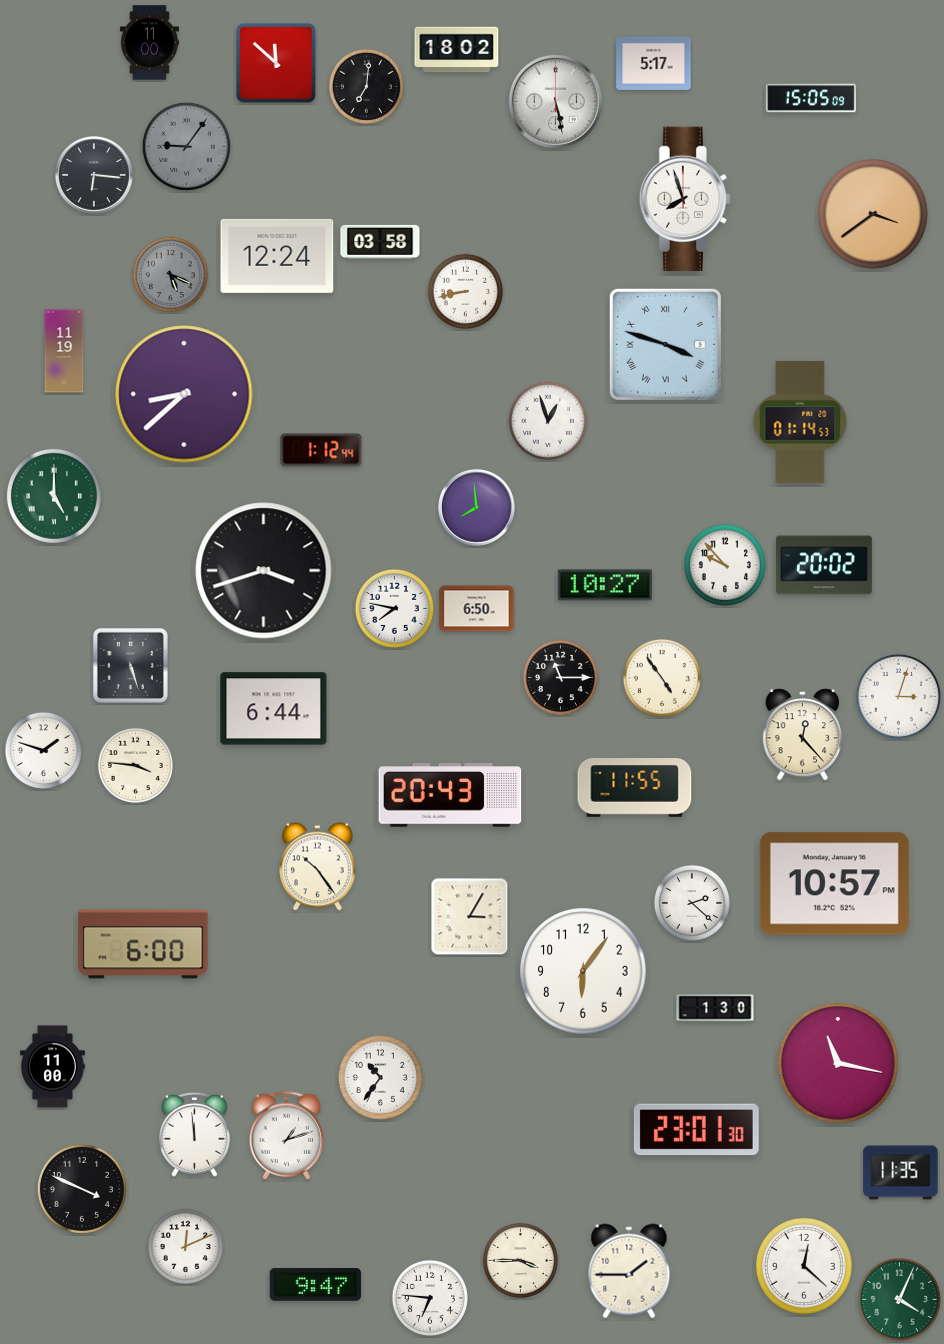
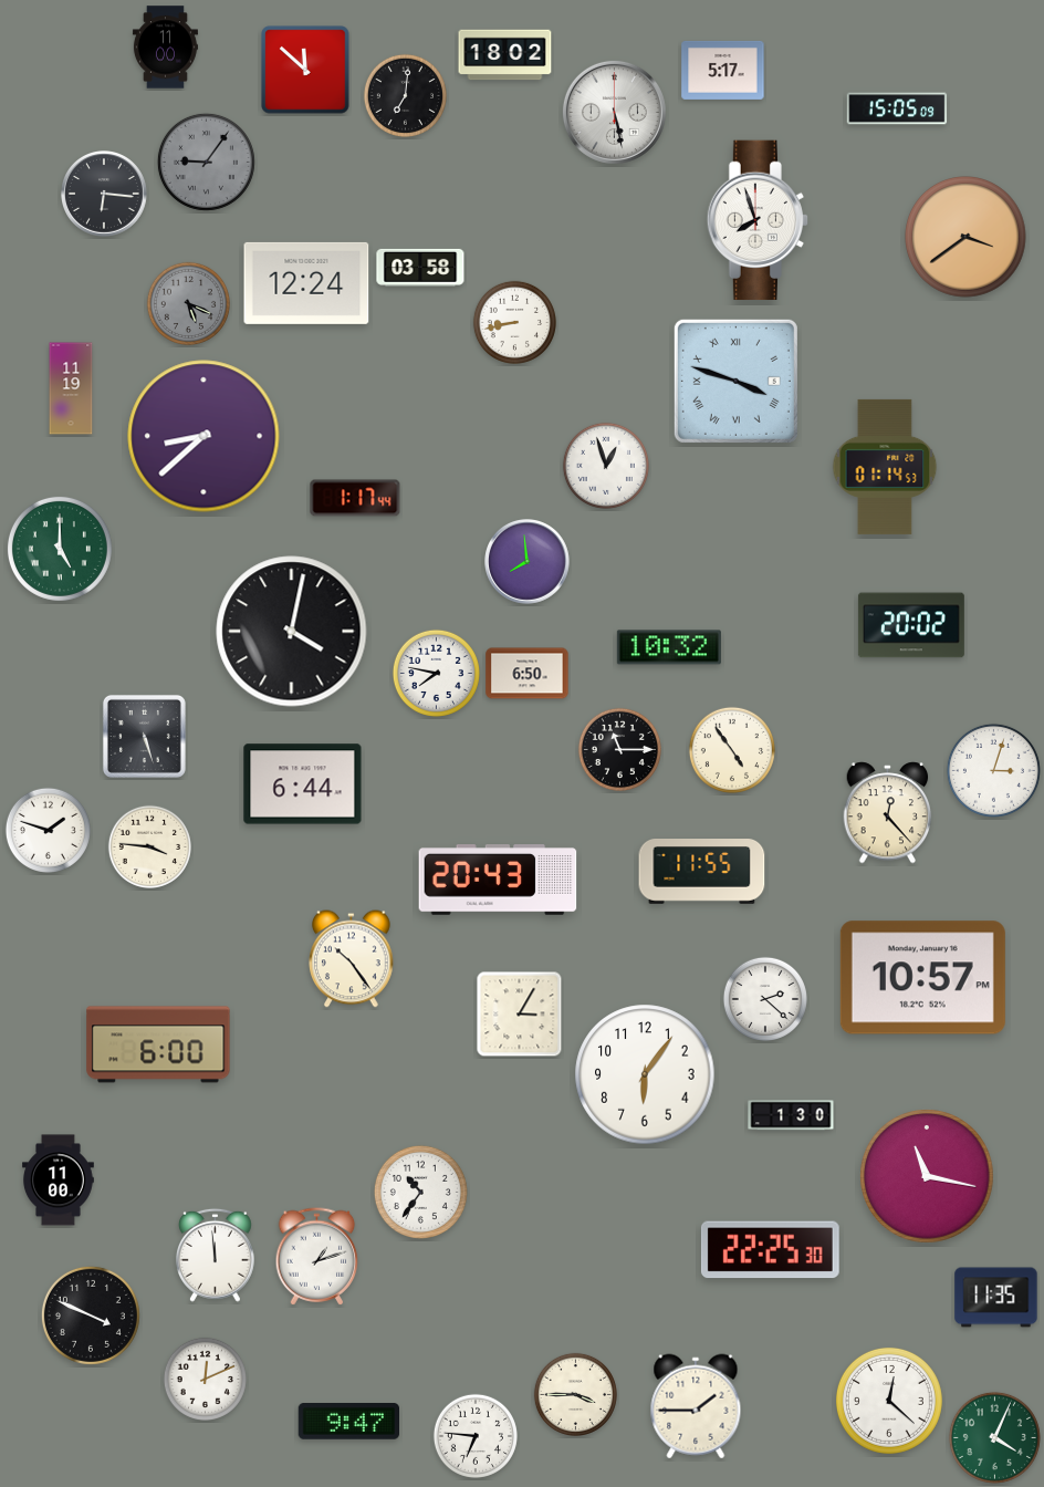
clock at (321, 450): 1:12 -> 1:17
clock at (725, 565): 9:53 -> none
clock at (264, 571): 3:42 -> 4:02
clock at (605, 585): 10:27 -> 10:32
clock at (696, 1130): 23:01 -> 22:25
